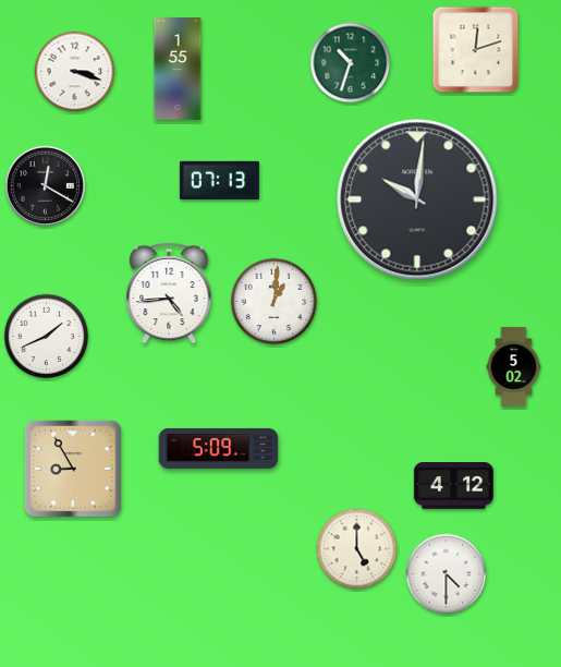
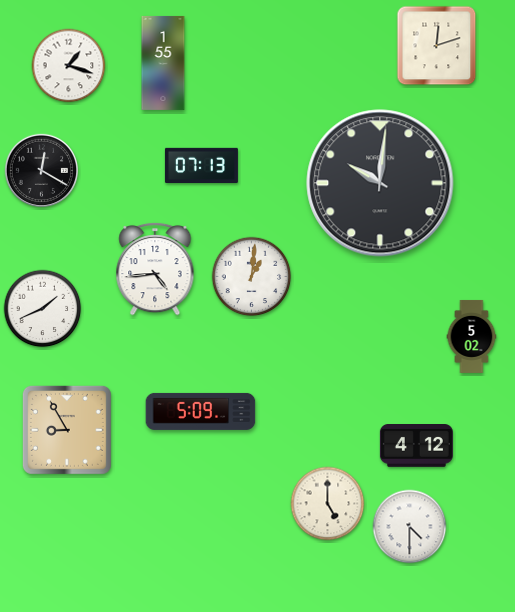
clock at (351, 63): 10:33 -> none
clock at (75, 72): 3:18 -> 1:18
clock at (417, 199) position: (417, 199) -> (380, 183)
